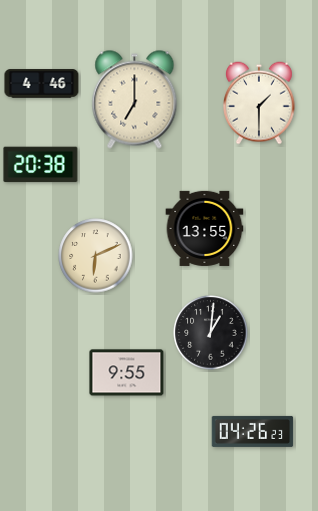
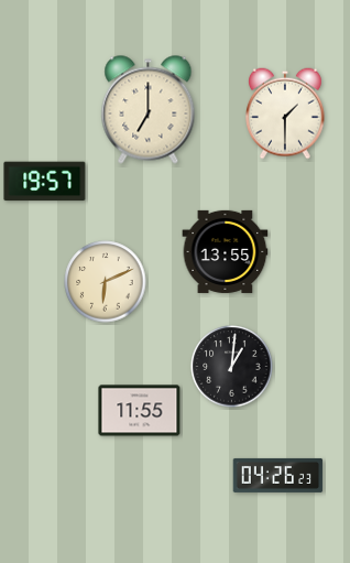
clock at (42, 84): 4:46 -> none
clock at (41, 165): 20:38 -> 19:57
clock at (127, 373): 9:55 -> 11:55
